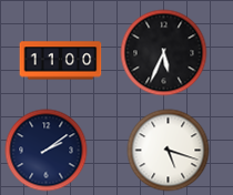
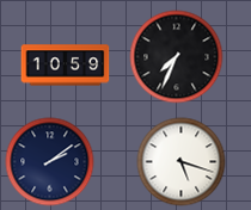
clock at (164, 53): 5:34 -> 7:34
clock at (61, 61): 11:00 -> 10:59
